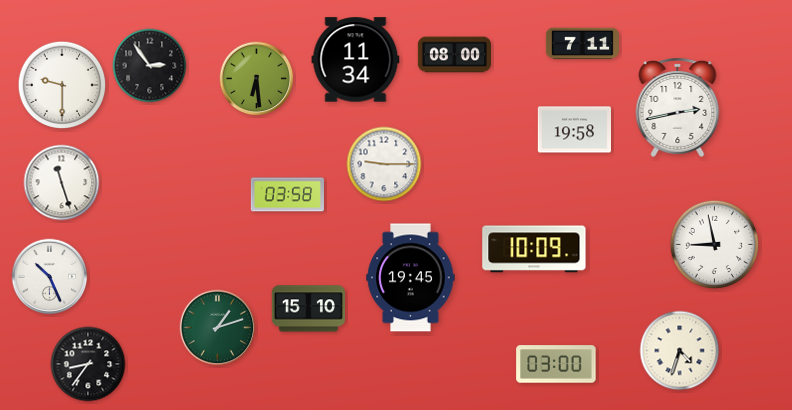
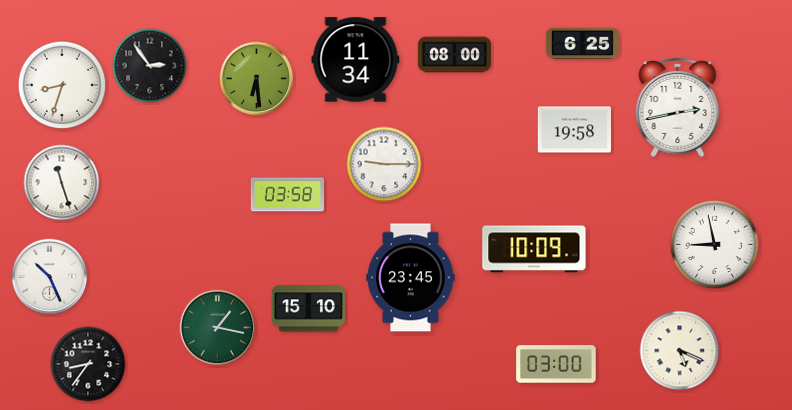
clock at (582, 44): 7:11 -> 6:25
clock at (62, 85): 9:30 -> 8:33
clock at (411, 278): 19:45 -> 23:45
clock at (218, 328): 1:12 -> 1:17
clock at (680, 351): 4:33 -> 5:19
